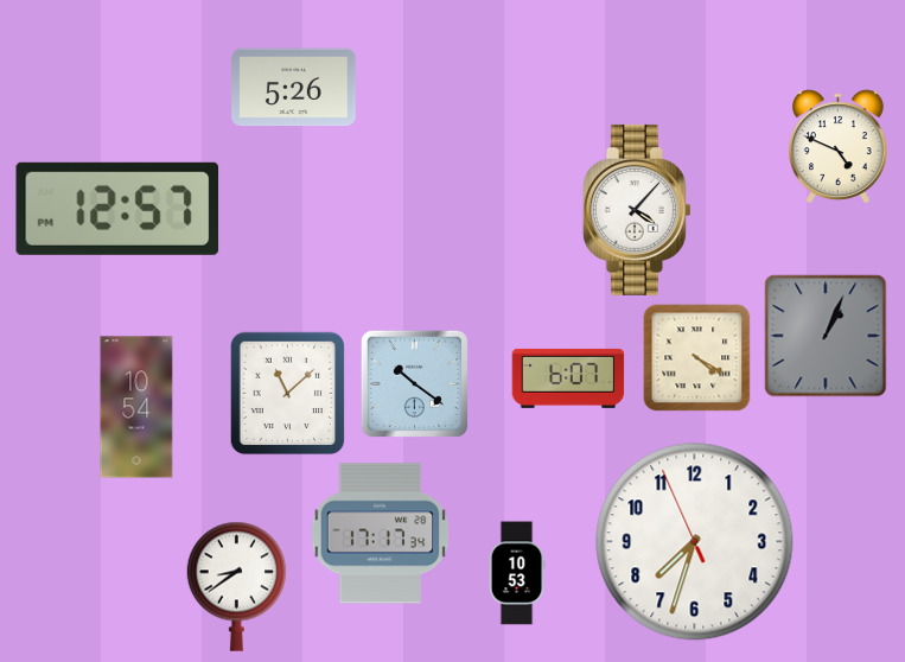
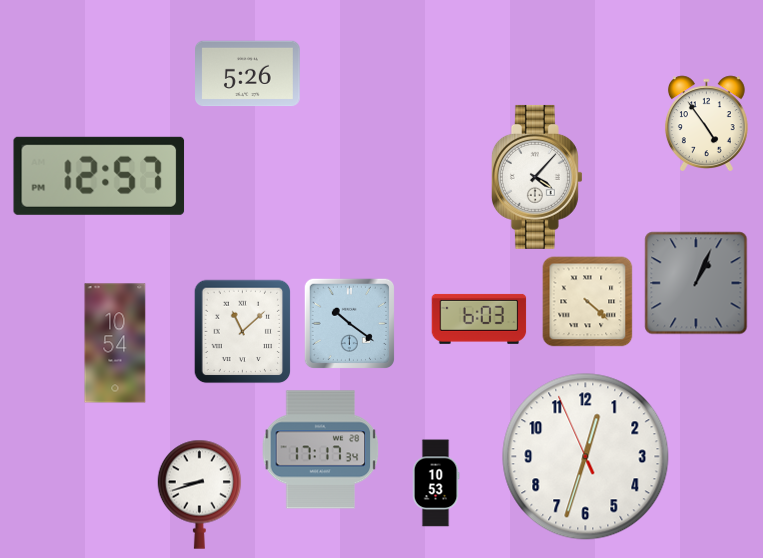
clock at (837, 146): 4:49 -> 4:54
clock at (697, 358): 4:20 -> 4:22
clock at (568, 378): 6:07 -> 6:03
clock at (695, 542): 7:32 -> 12:32
clock at (237, 586): 8:39 -> 8:42
